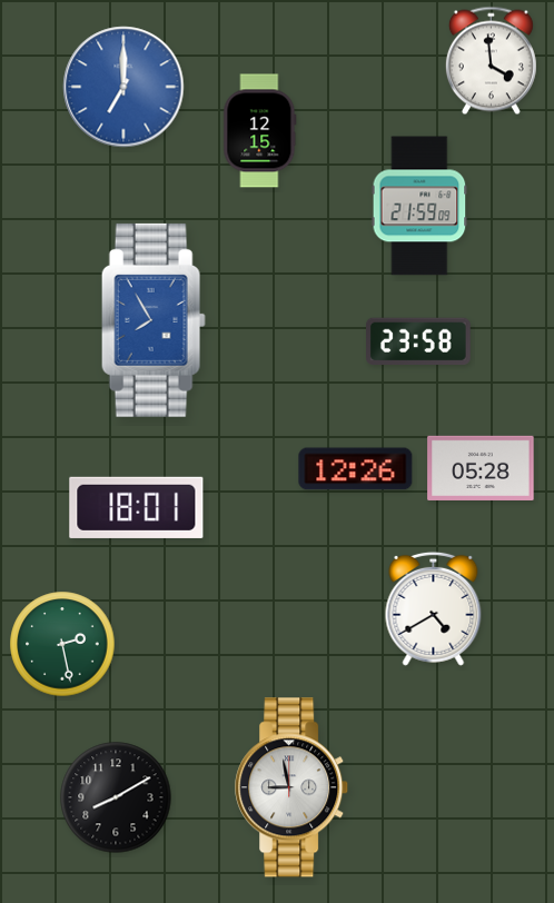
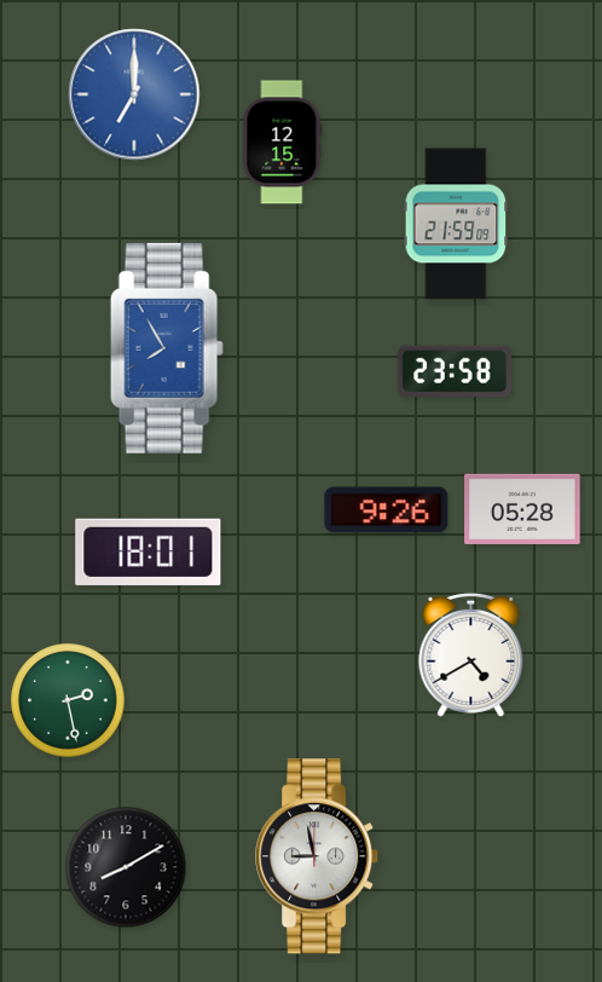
clock at (491, 61): 3:59 -> none
clock at (356, 469): 12:26 -> 9:26
clock at (434, 608) position: (434, 608) -> (471, 654)
